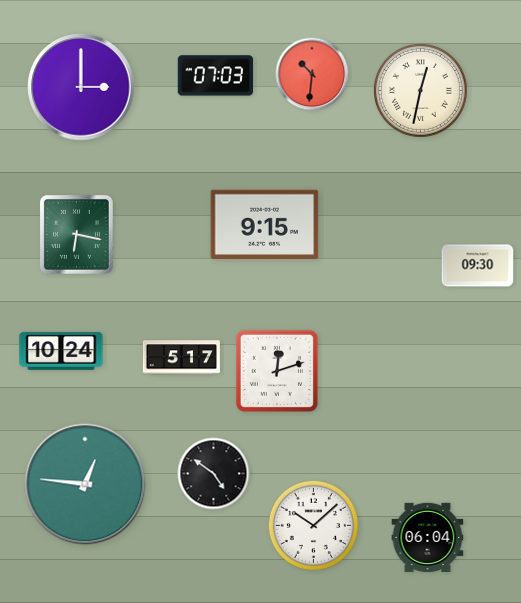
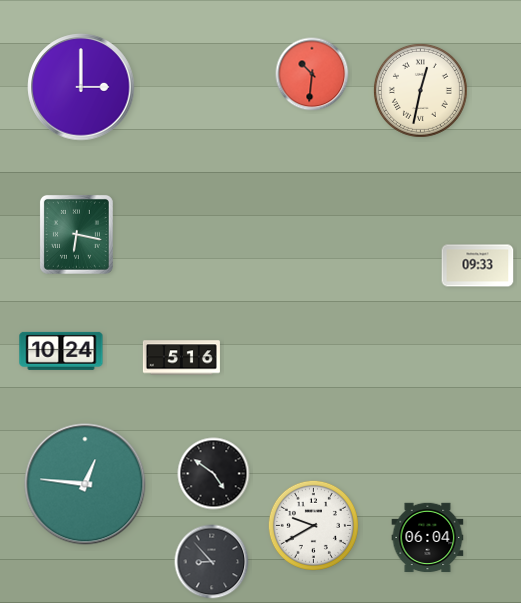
clock at (215, 76): 07:03 -> none
clock at (265, 224): 9:15 -> none
clock at (478, 266): 09:30 -> 09:33
clock at (181, 358): 5:17 -> 5:16
clock at (277, 371): 12:12 -> none
clock at (313, 525): 10:08 -> 9:40
clock at (212, 562): none -> 8:53
